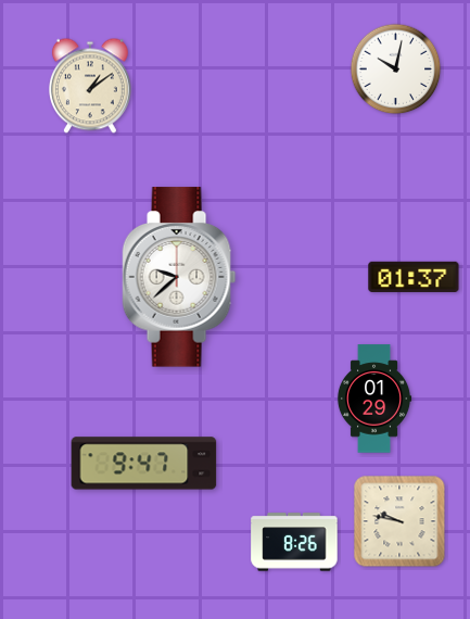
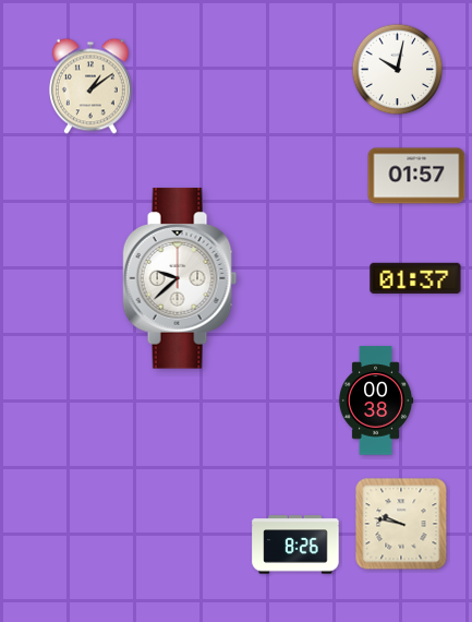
clock at (416, 176): none -> 01:57
clock at (374, 399): 01:29 -> 00:38
clock at (144, 464): 9:47 -> none
